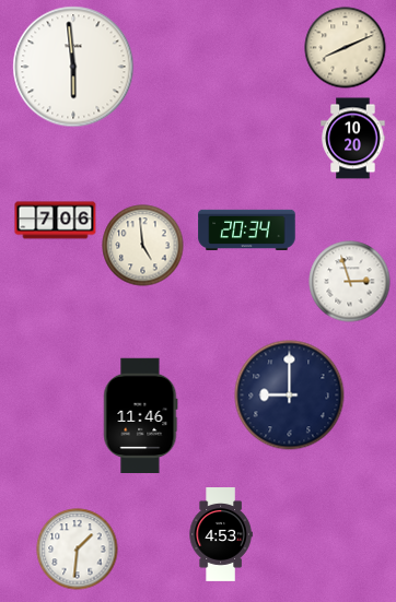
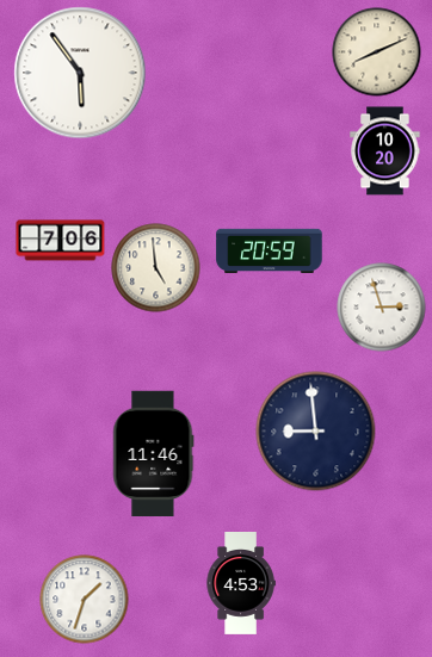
clock at (73, 67): 5:59 -> 5:54
clock at (247, 229): 20:34 -> 20:59
clock at (290, 396): 9:00 -> 8:59
clock at (78, 550): 1:31 -> 1:33
